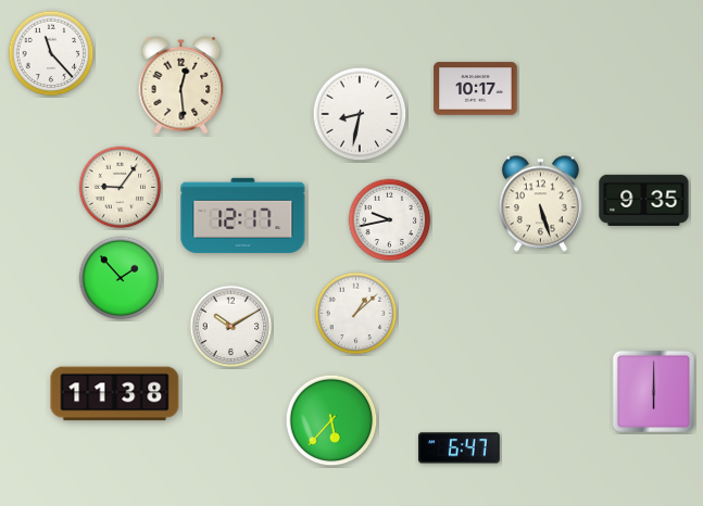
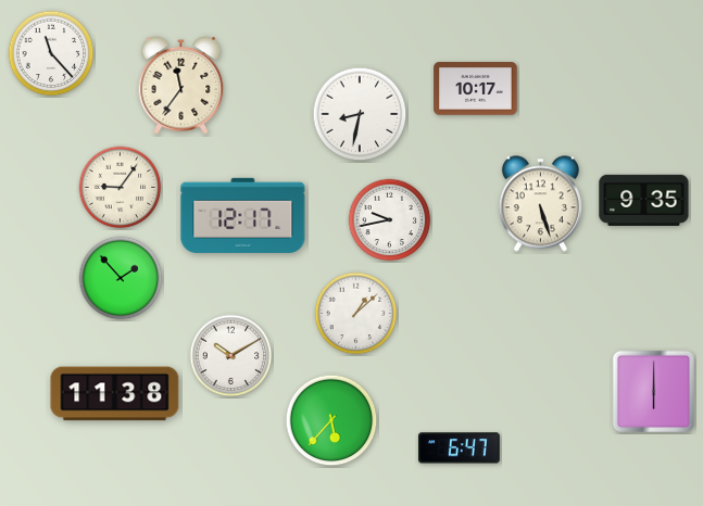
clock at (181, 86): 12:29 -> 11:36
clock at (231, 327) position: (231, 327) -> (231, 356)
